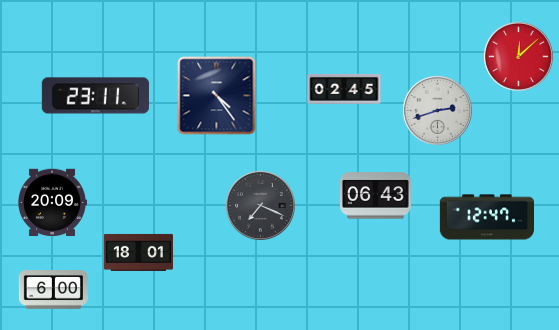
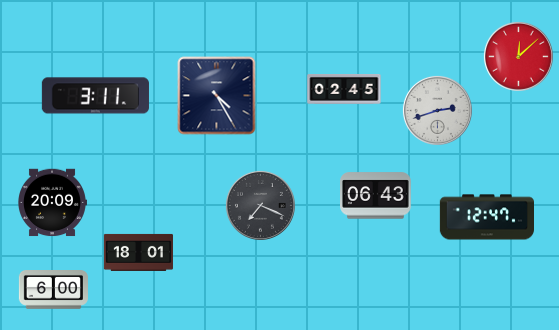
clock at (95, 96): 23:11 -> 3:11
clock at (217, 96): 4:24 -> 4:25
